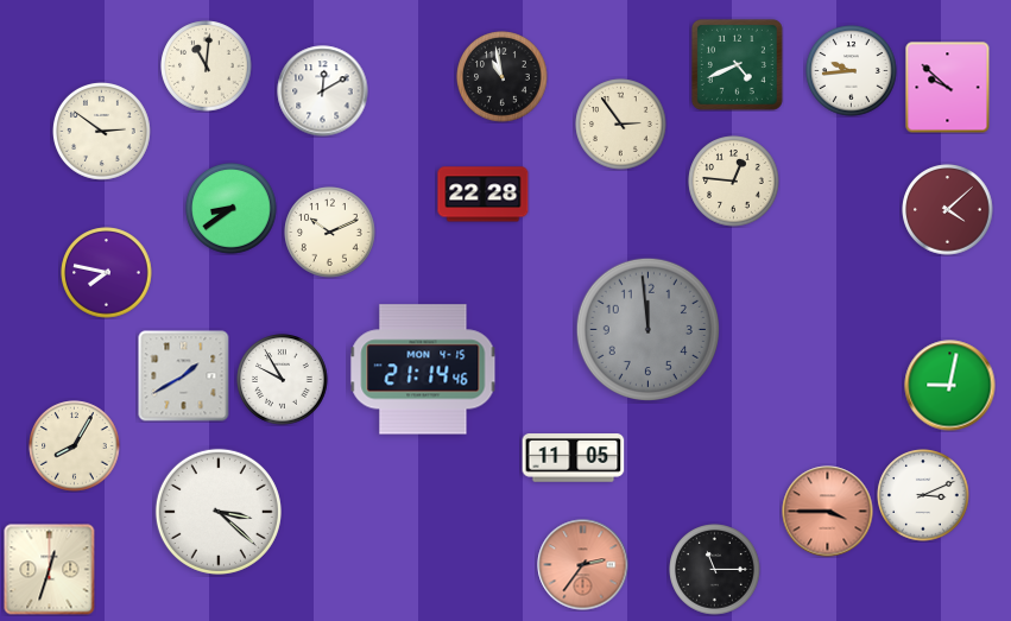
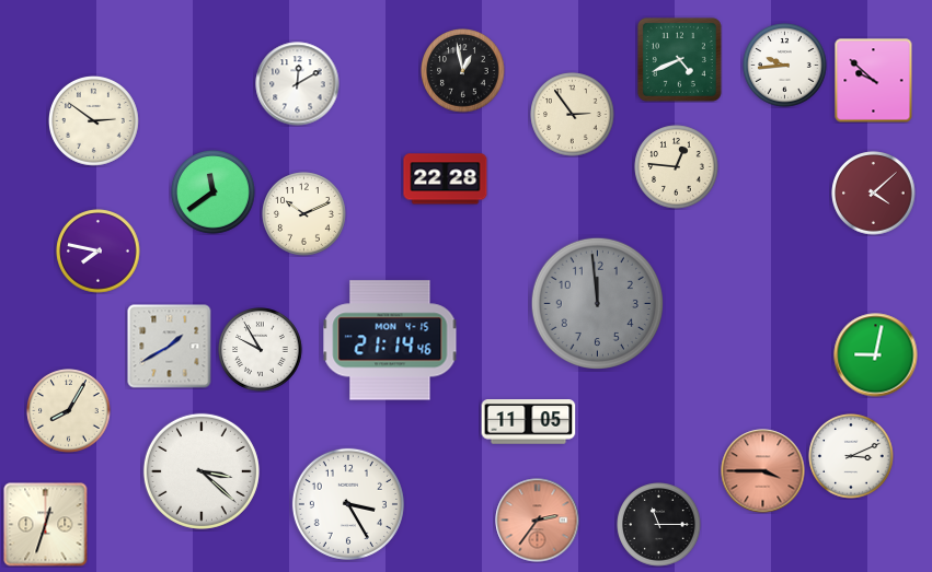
clock at (207, 66): 11:01 -> none
clock at (503, 77): 10:58 -> 12:58
clock at (232, 209): 8:39 -> 11:39
clock at (348, 504): none -> 3:25
